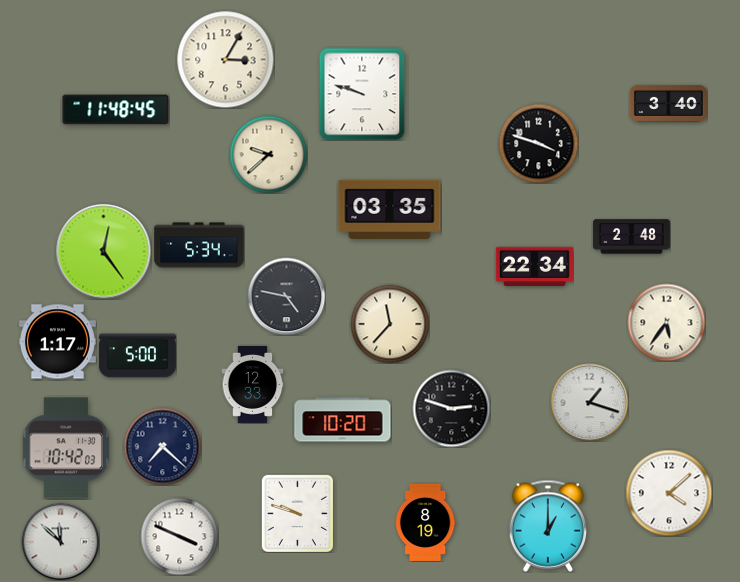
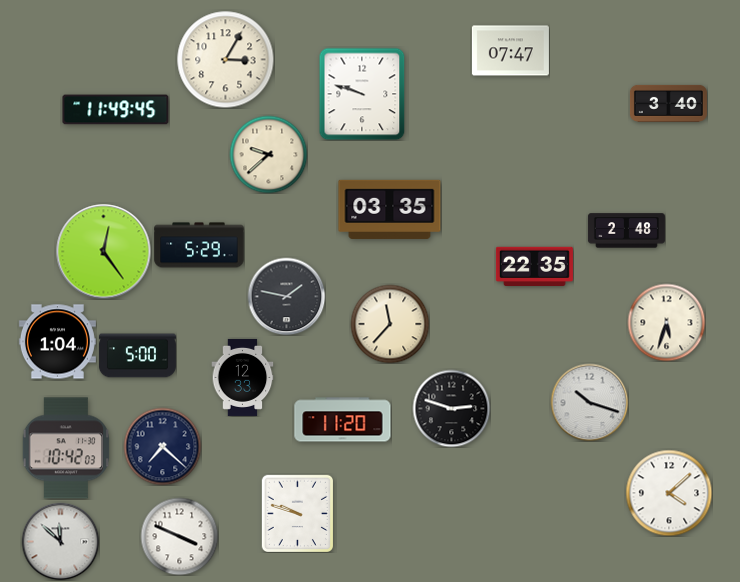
clock at (510, 51): none -> 07:47
clock at (116, 110): 11:48 -> 11:49
clock at (538, 143): 3:48 -> none
clock at (631, 237) position: (631, 237) -> (626, 231)
clock at (199, 245): 5:34 -> 5:29
clock at (534, 266): 22:34 -> 22:35
clock at (286, 296): 4:47 -> 1:47
clock at (666, 322): 5:36 -> 5:33
clock at (57, 342): 1:17 -> 1:04
clock at (253, 384) position: (253, 384) -> (243, 377)
clock at (589, 402): 1:18 -> 10:18
clock at (343, 420): 10:20 -> 11:20
clock at (425, 522): 8:19 -> none
clock at (548, 526): 1:00 -> none
